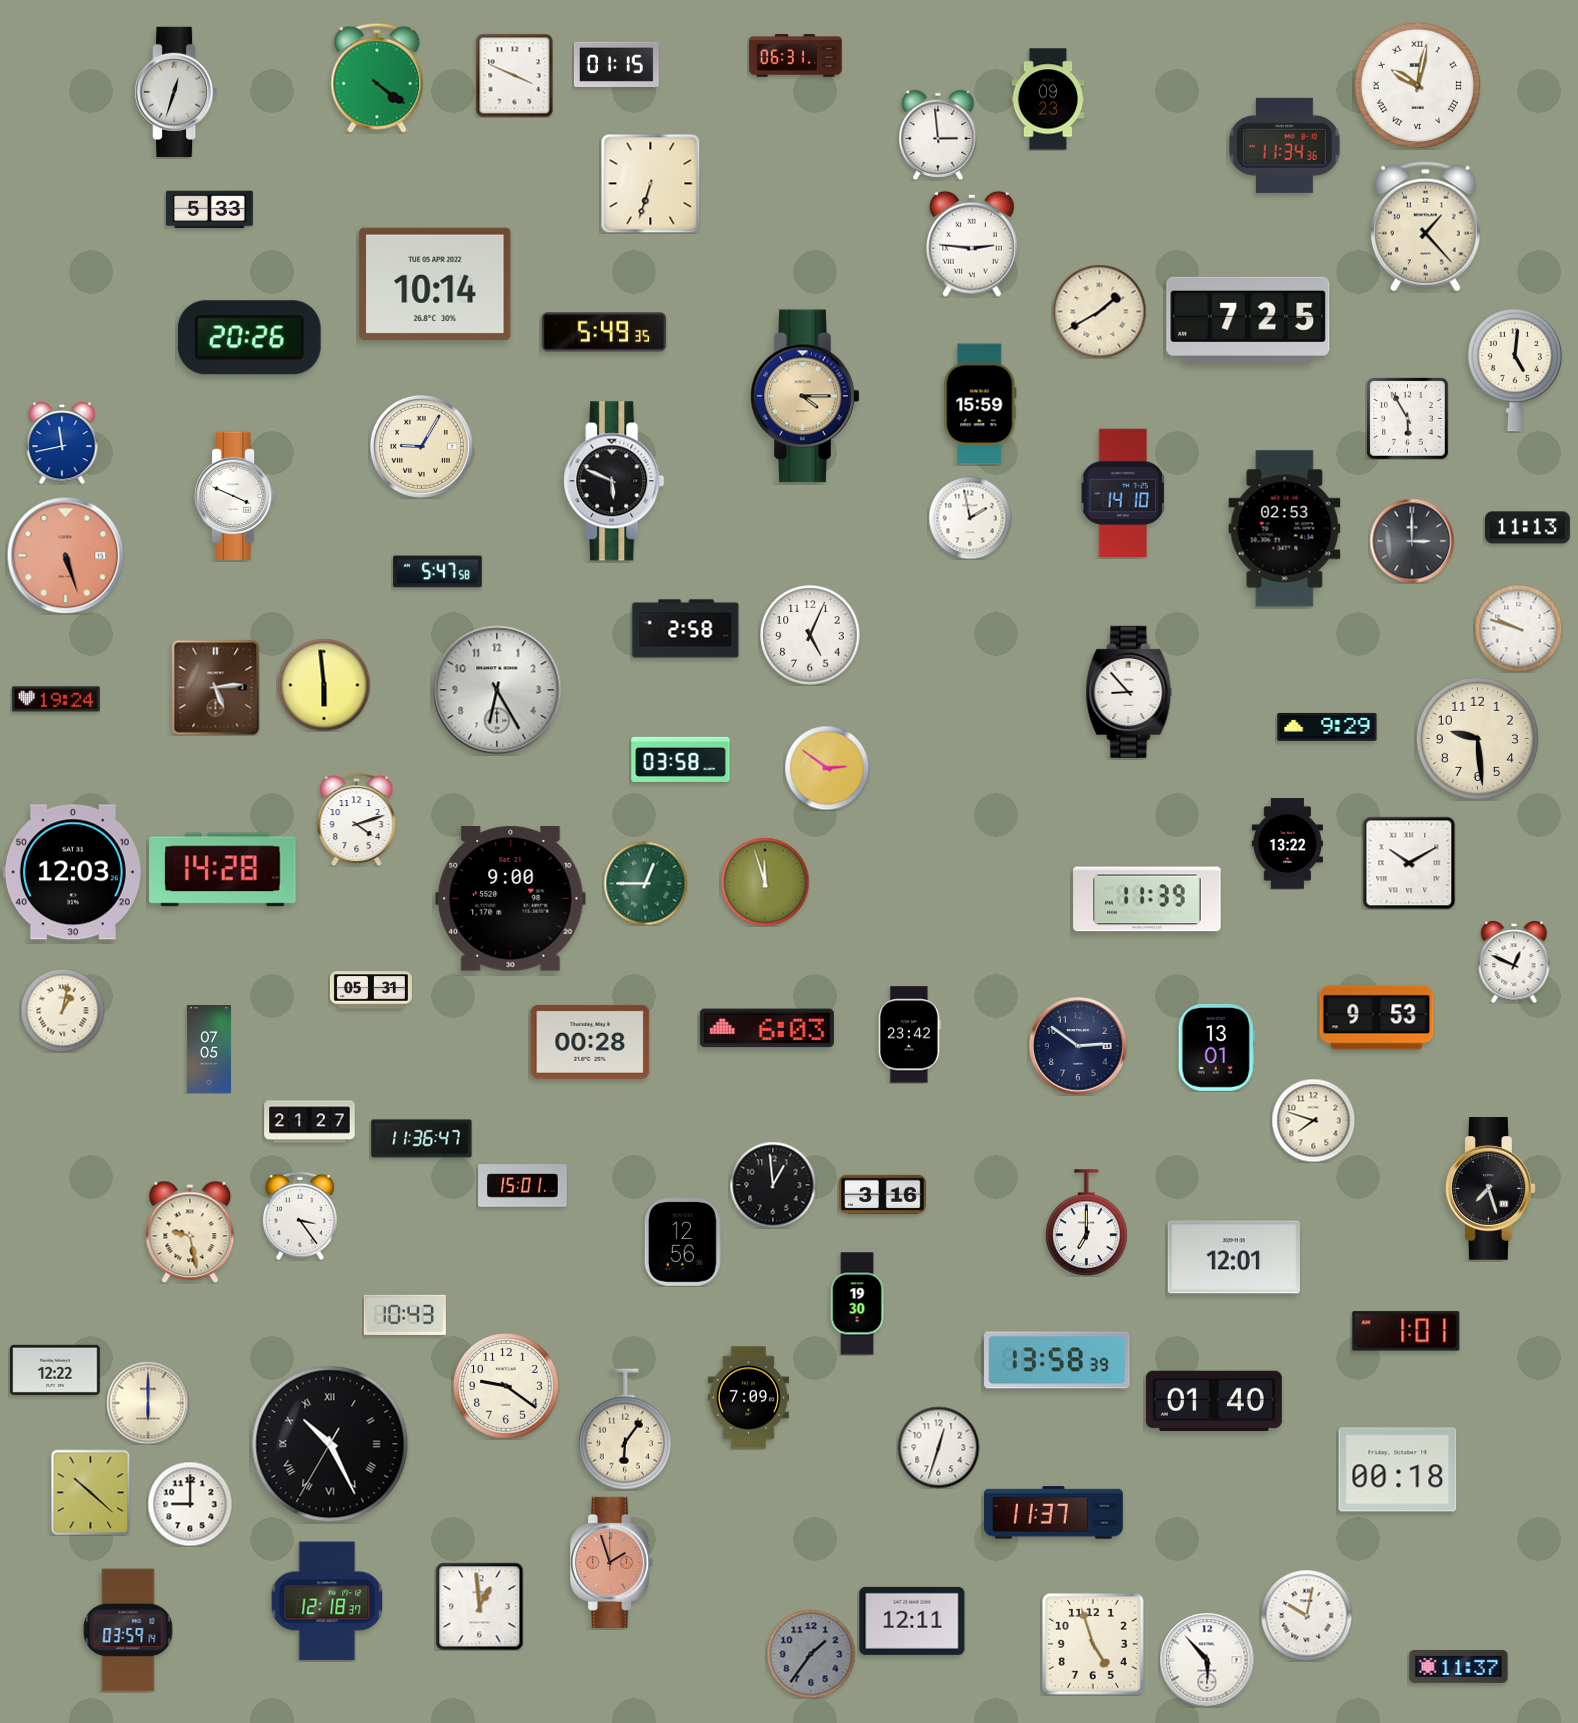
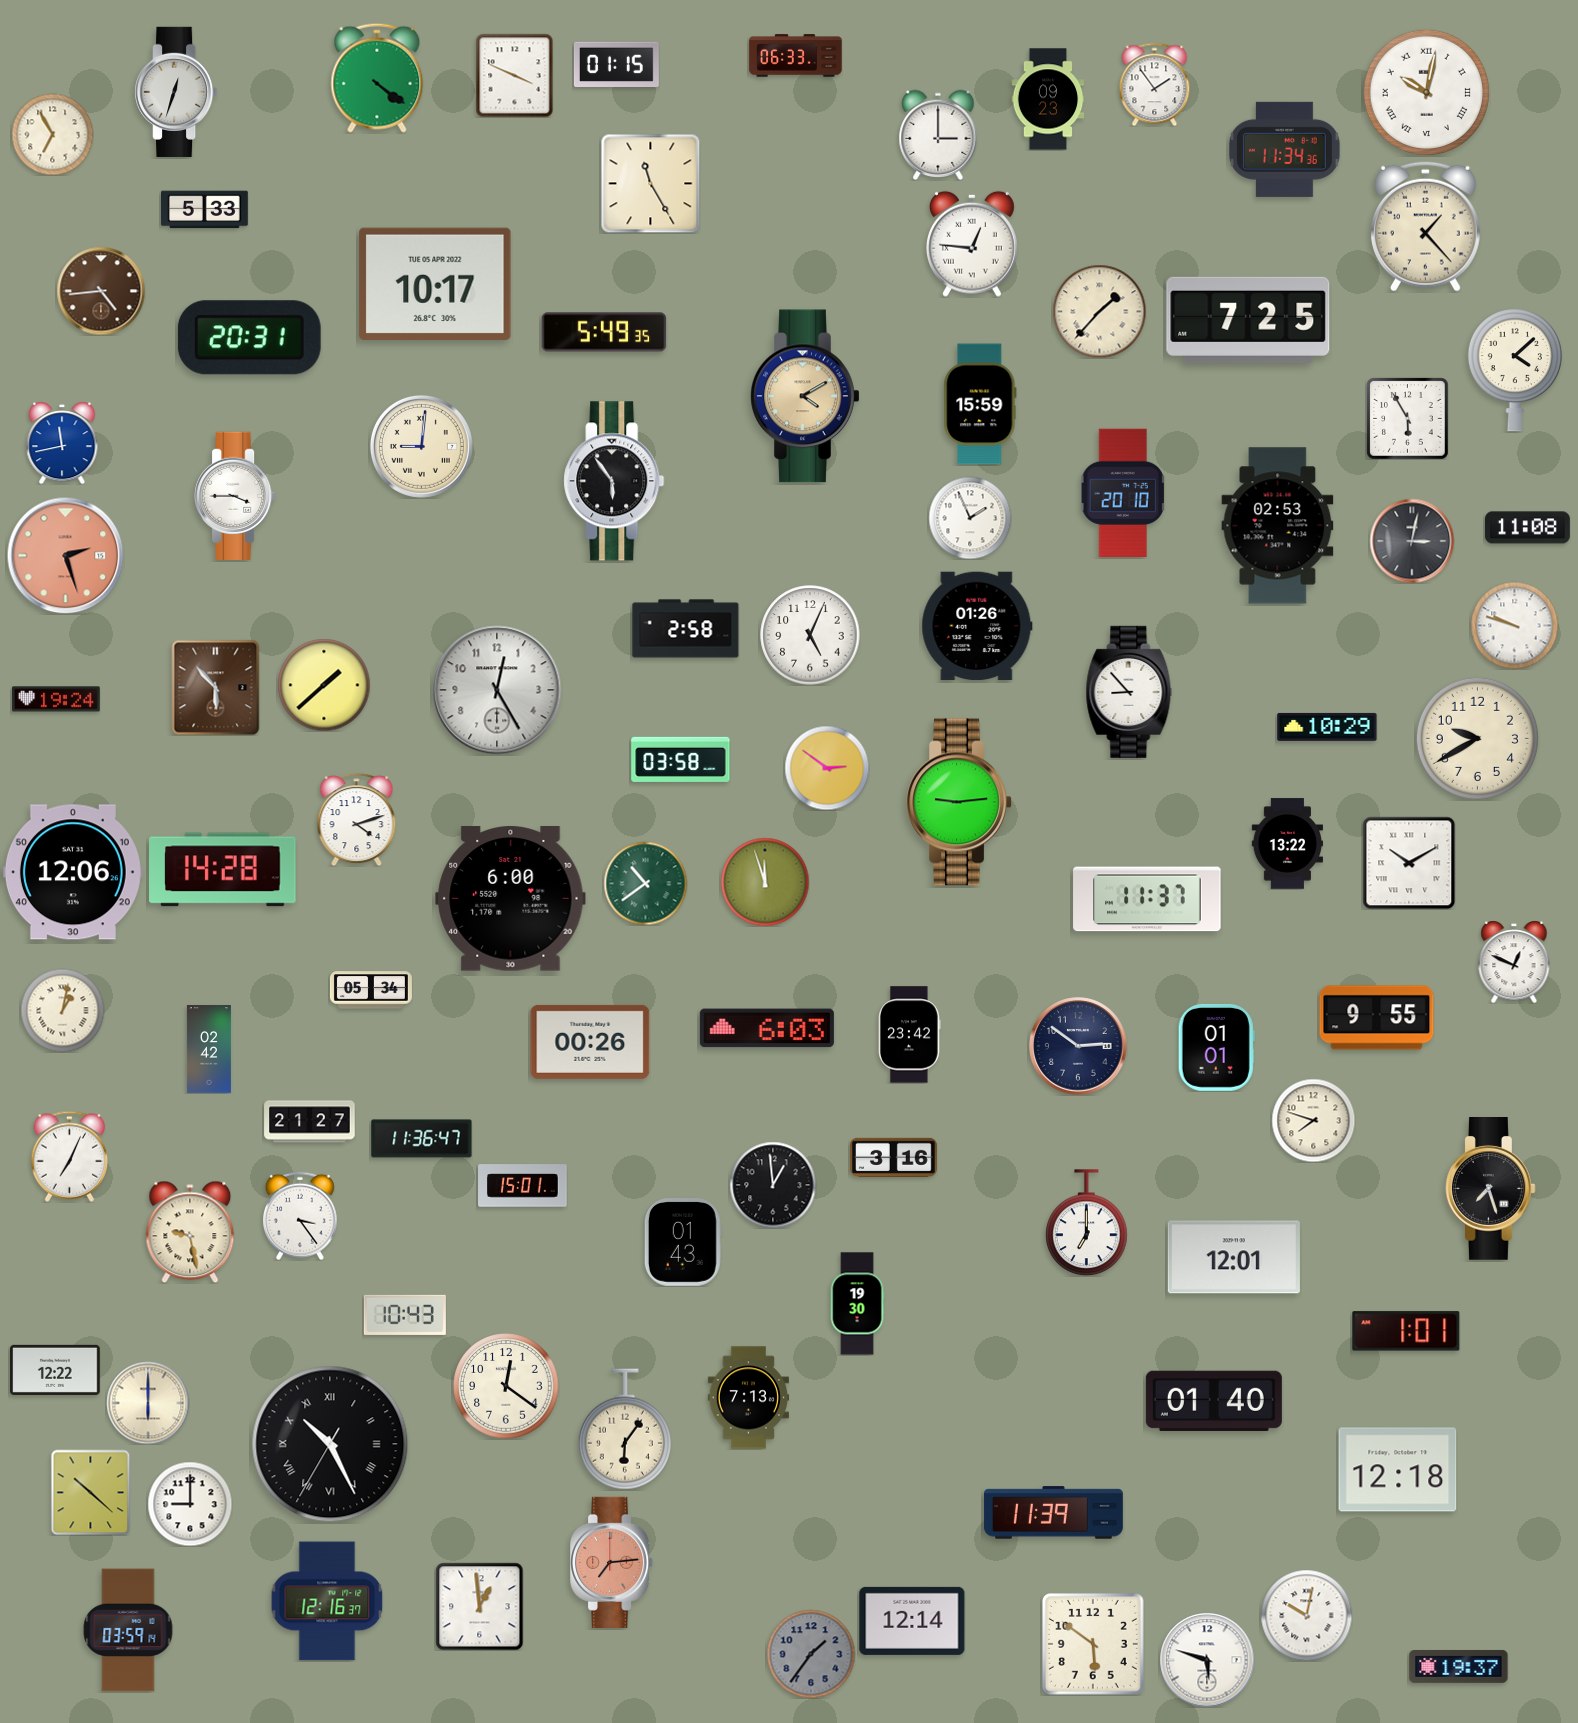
clock at (796, 56): 06:31 -> 06:33
clock at (1155, 84): none -> 1:54
clock at (1417, 85) position: (1417, 85) -> (1426, 92)
clock at (52, 134): none -> 6:55
clock at (938, 135): 2:59 -> 3:00
clock at (1284, 145) position: (1284, 145) -> (1284, 149)
clock at (650, 183): 6:33 -> 11:25
clock at (210, 210) position: (210, 210) -> (205, 210)
clock at (972, 244): 2:46 -> 12:46
clock at (435, 284): 10:14 -> 10:17
clock at (101, 291): none -> 4:44
clock at (1099, 311): 1:40 -> 1:37
clock at (249, 338): 20:26 -> 20:31
clock at (1515, 371): 5:01 -> 4:08
clock at (805, 396): 4:15 -> 4:10
clock at (421, 446): 9:05 -> 9:01
clock at (614, 481): 5:49 -> 5:54
clock at (1123, 492): 14:10 -> 20:10
clock at (235, 495): 3:49 -> 3:45
clock at (970, 518): 1:58 -> 1:56
clock at (1527, 528): 11:13 -> 11:08
clock at (1285, 529) position: (1285, 529) -> (1278, 526)
clock at (1412, 541): 3:00 -> 3:02
clock at (65, 555): 5:27 -> 2:27
clock at (438, 572): 5:47 -> none
clock at (977, 626): none -> 01:26
clock at (1518, 628) position: (1518, 628) -> (1514, 625)
clock at (324, 685): 5:59 -> 1:38
clock at (216, 687): 5:14 -> 5:53
clock at (497, 690): 6:25 -> 12:25
clock at (1327, 727): 9:29 -> 10:29
clock at (1477, 738): 9:29 -> 9:40
clock at (959, 802): none -> 9:14
clock at (73, 872): 12:03 -> 12:06
clock at (645, 883): 12:45 -> 10:39
clock at (511, 899): 9:00 -> 6:00
clock at (1147, 899): 11:39 -> 11:37
clock at (371, 990): 05:31 -> 05:34
clock at (1377, 1018): 9:53 -> 9:55
clock at (590, 1042): 00:28 -> 00:26
clock at (1216, 1047): 13:01 -> 01:01
clock at (209, 1049): 07:05 -> 02:42
clock at (70, 1156): none -> 7:04
clock at (883, 1194) position: (883, 1194) -> (894, 1157)
clock at (683, 1243): 12:56 -> 01:43
clock at (1057, 1360): 13:58 -> none
clock at (506, 1386): 9:21 -> 12:21
clock at (748, 1398): 7:09 -> 7:13
clock at (938, 1447): 12:33 -> none
clock at (1398, 1470): 00:18 -> 12:18
clock at (1053, 1513): 11:37 -> 11:39
clock at (612, 1562): 1:57 -> 7:14
clock at (327, 1601): 12:18 -> 12:16
clock at (912, 1621): 12:11 -> 12:14
clock at (1093, 1644): 4:57 -> 5:51
clock at (1207, 1660): 5:53 -> 5:48
clock at (1459, 1666): 11:37 -> 19:37
